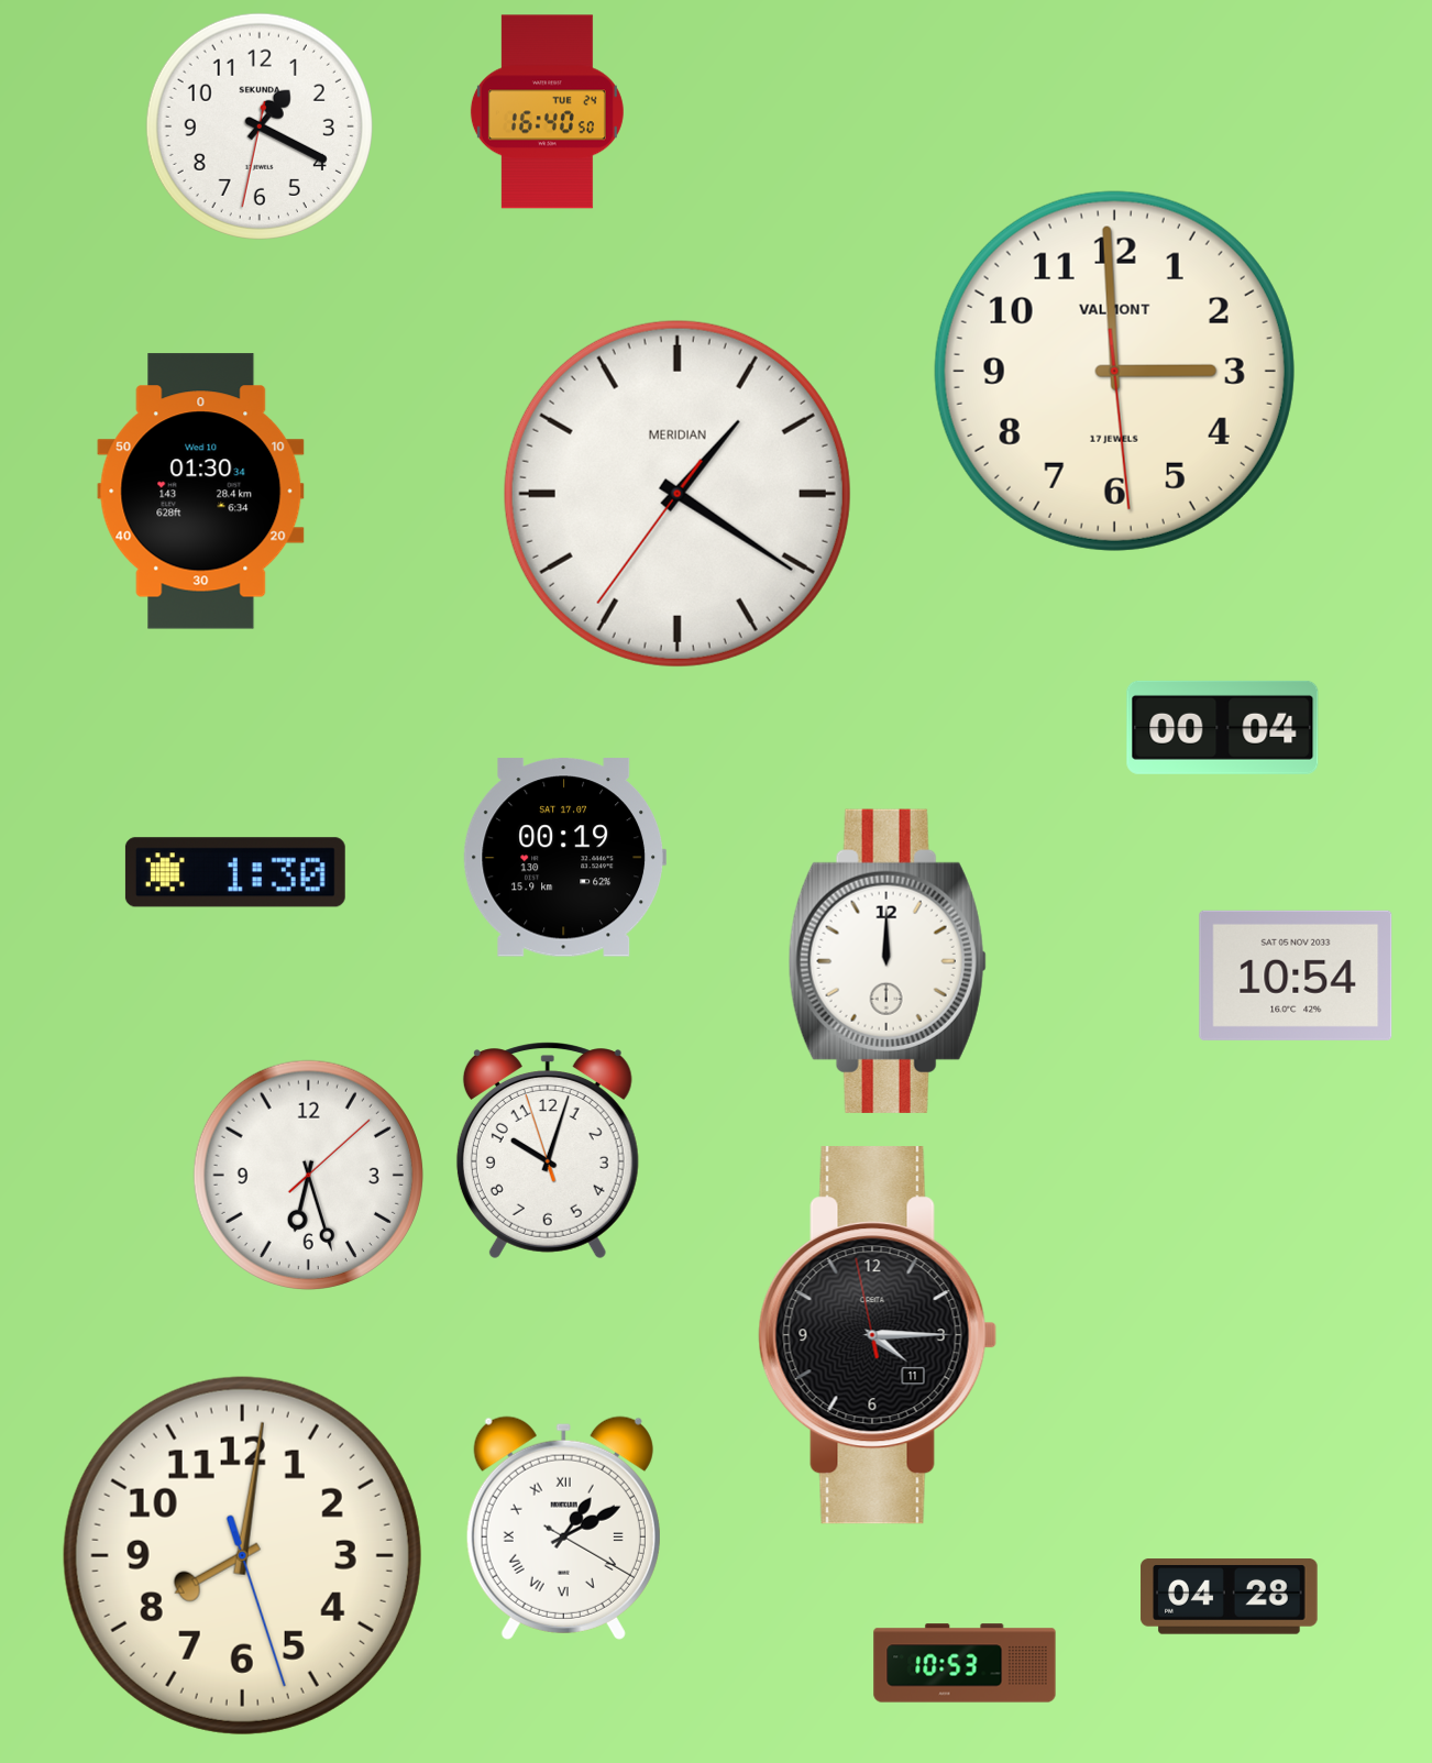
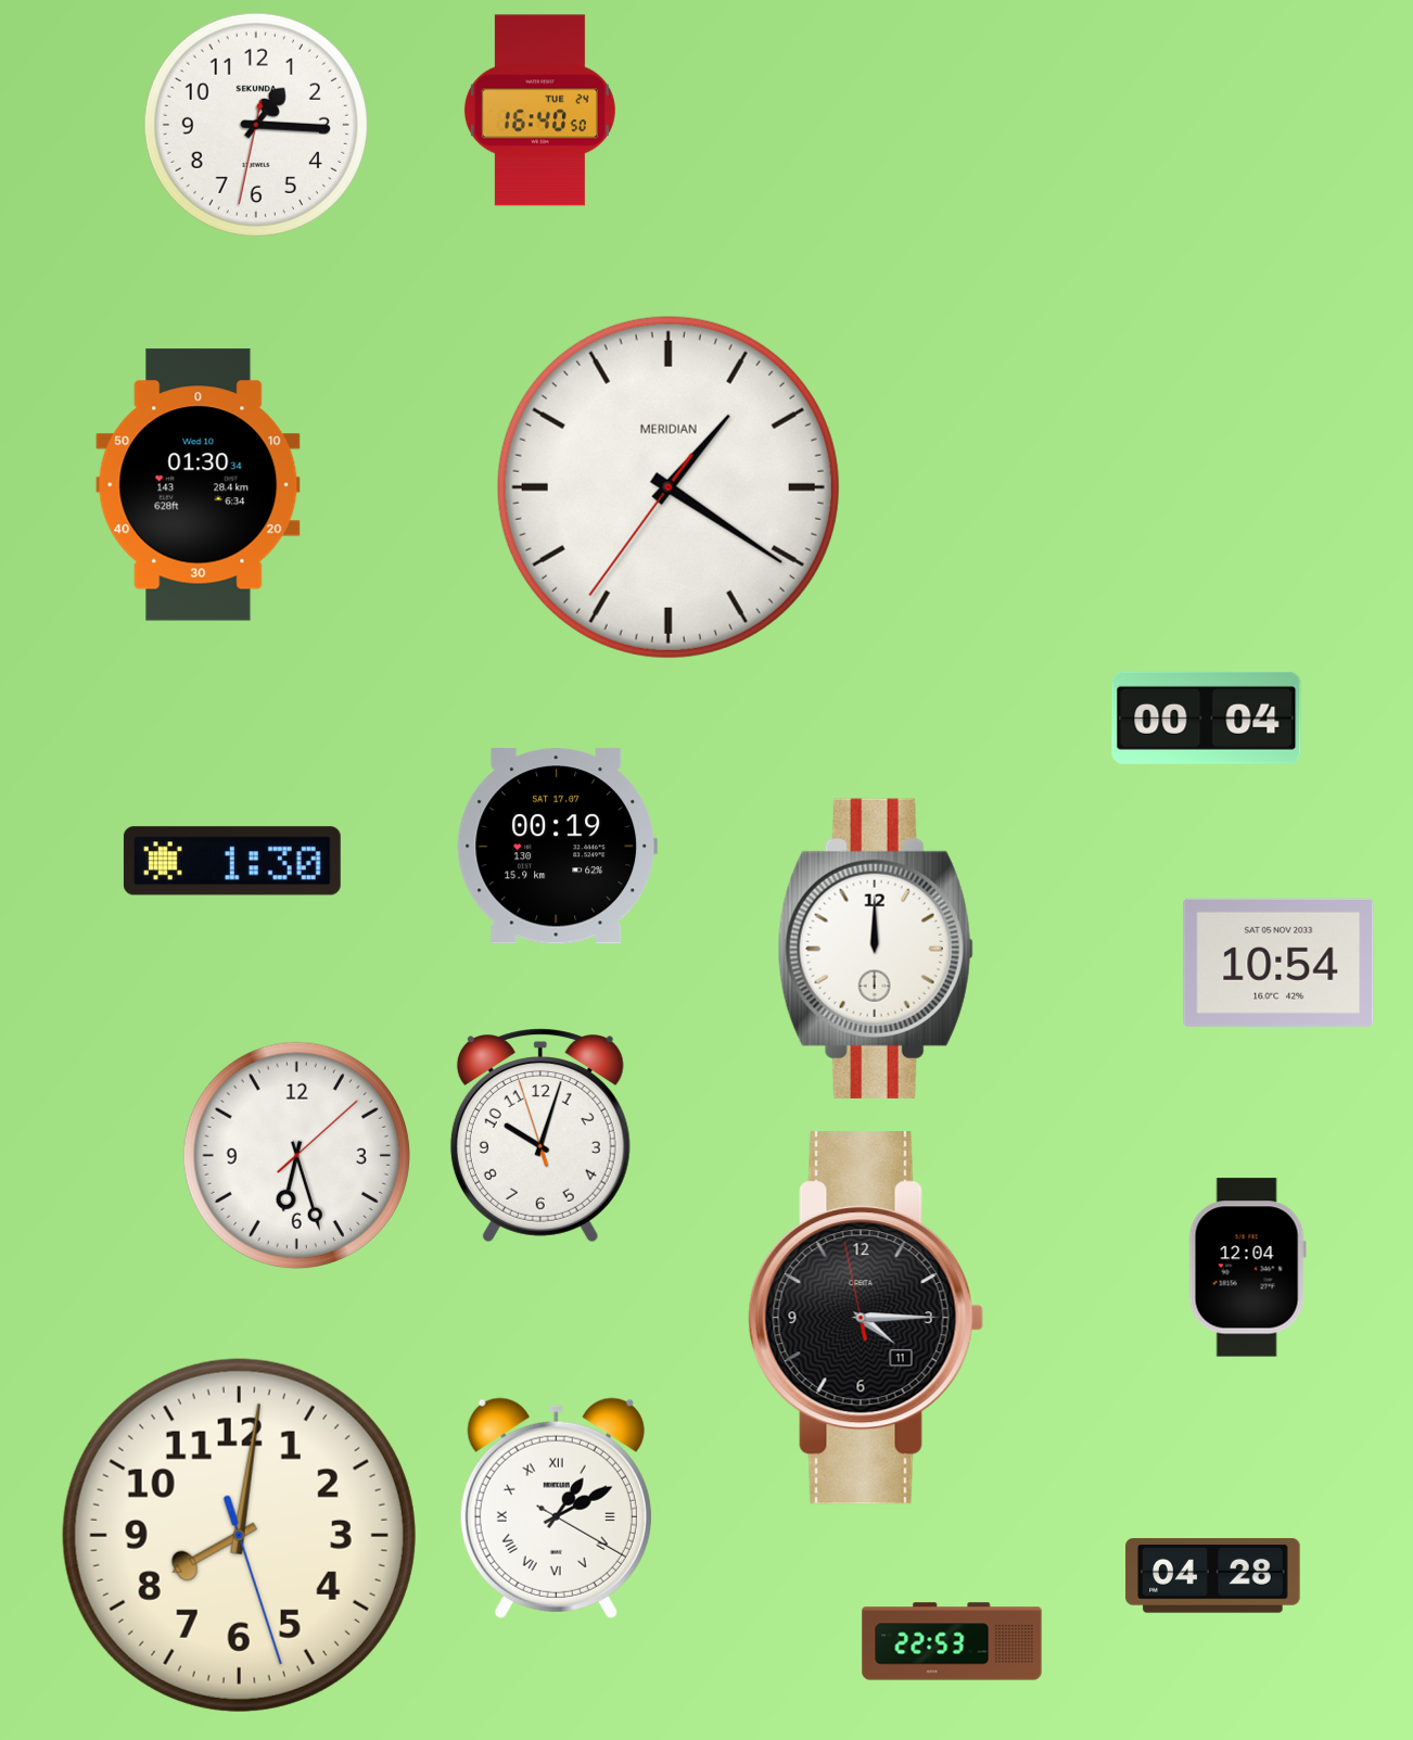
clock at (260, 126): 1:19 -> 1:15
clock at (1114, 371): 2:59 -> none
clock at (308, 1175) position: (308, 1175) -> (296, 1155)
clock at (1247, 1268): none -> 12:04
clock at (965, 1663): 10:53 -> 22:53
